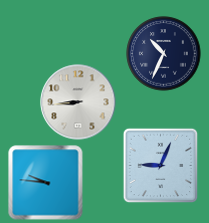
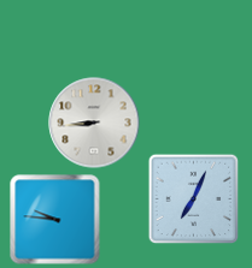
clock at (164, 54): 10:34 -> none
clock at (161, 166): 9:04 -> 7:04
